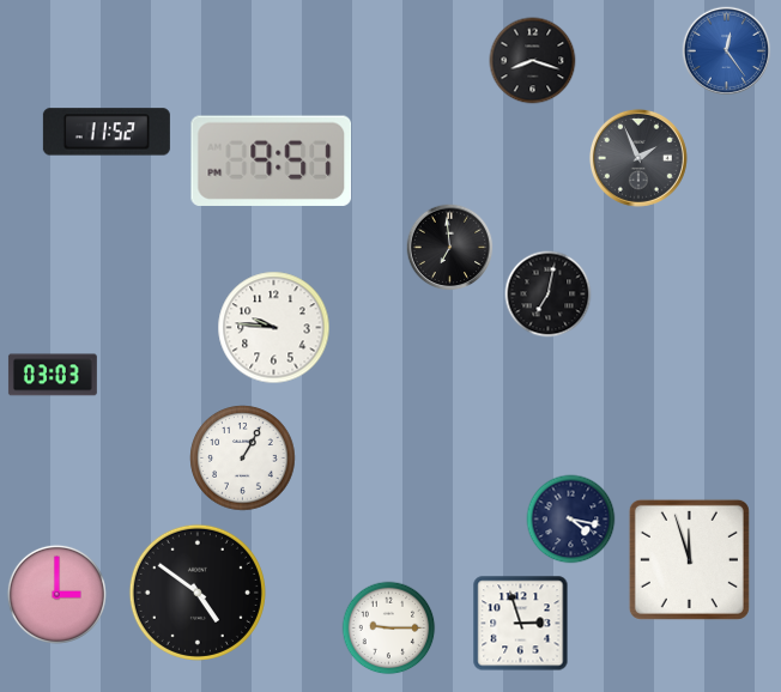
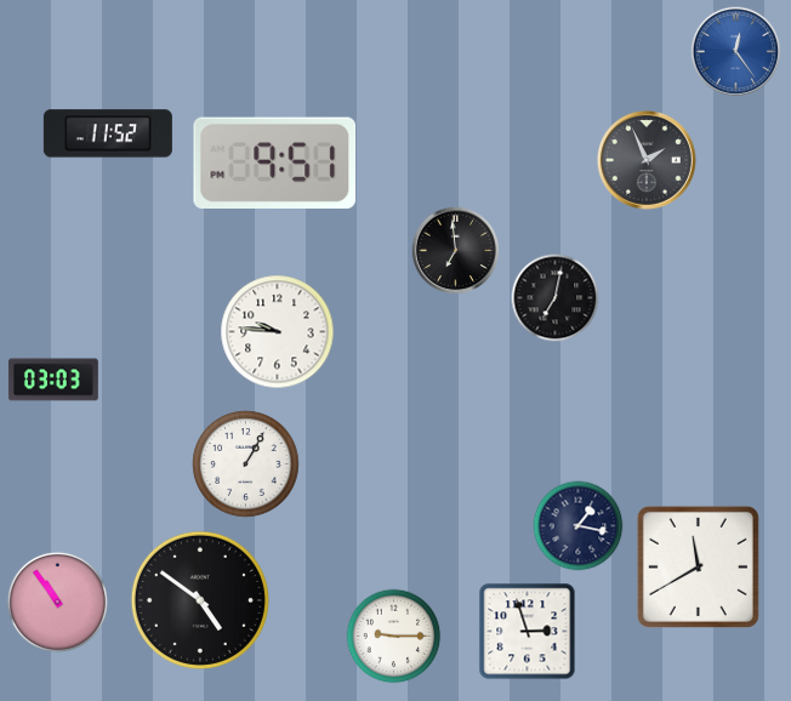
clock at (533, 61): 8:18 -> none
clock at (571, 520): 4:17 -> 1:17
clock at (689, 559): 11:57 -> 11:40
clock at (56, 594): 3:00 -> 10:54
